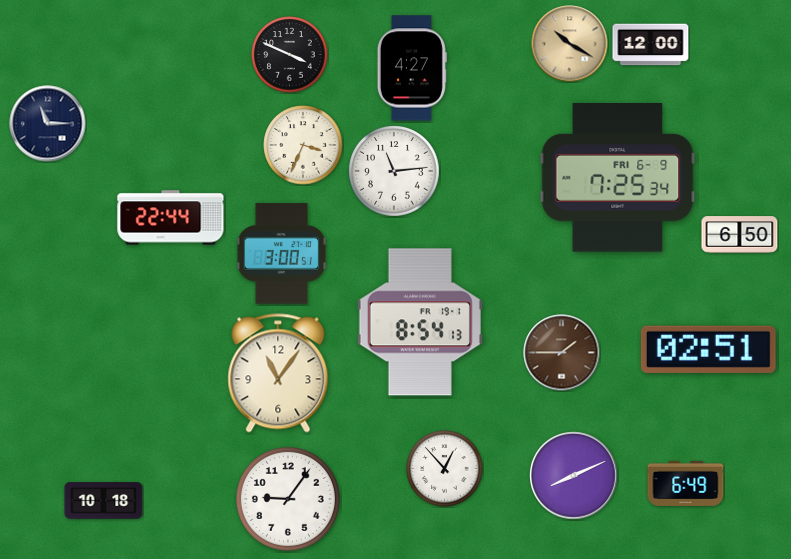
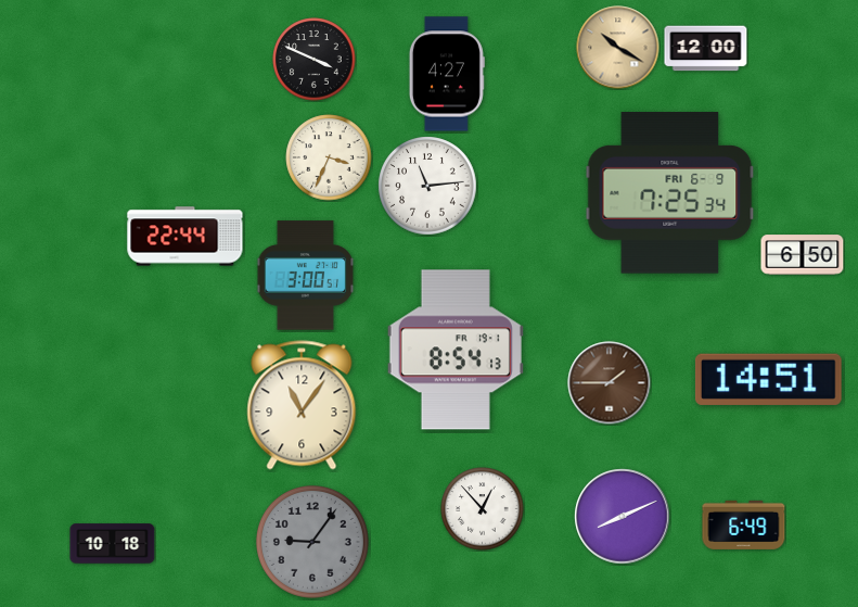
clock at (48, 124): 11:15 -> none
clock at (708, 349): 02:51 -> 14:51
clock at (288, 499) dial: white -> grey
